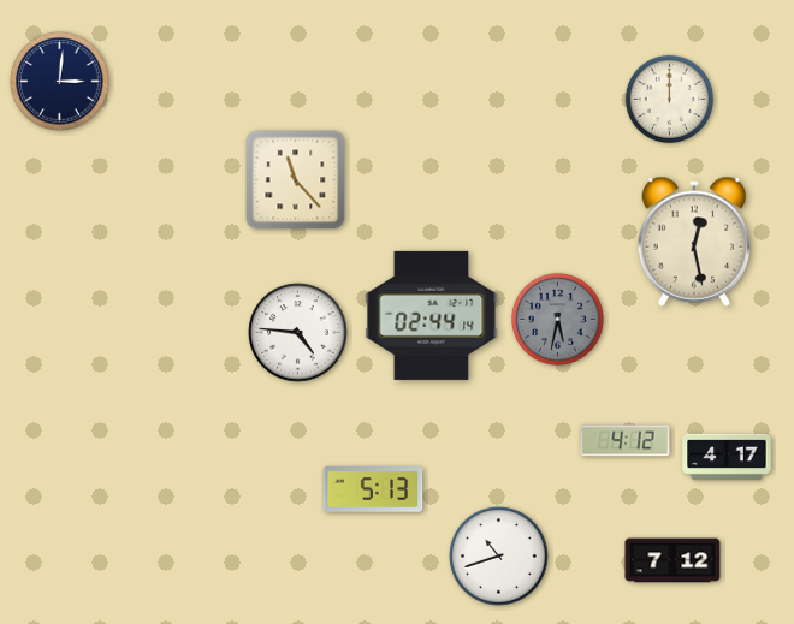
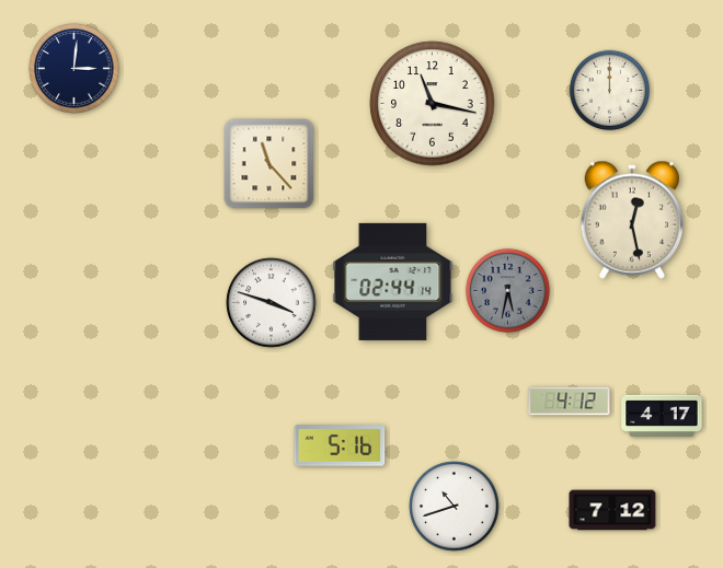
clock at (60, 82) position: (60, 82) -> (74, 69)
clock at (433, 104): none -> 11:17
clock at (432, 315) position: (432, 315) -> (393, 281)
clock at (298, 333): 4:46 -> 3:48
clock at (373, 489): 5:13 -> 5:16
